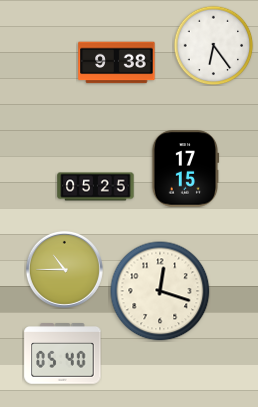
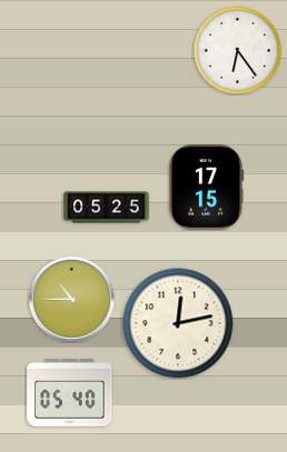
clock at (117, 63): 9:38 -> none
clock at (160, 291): 12:18 -> 12:13
